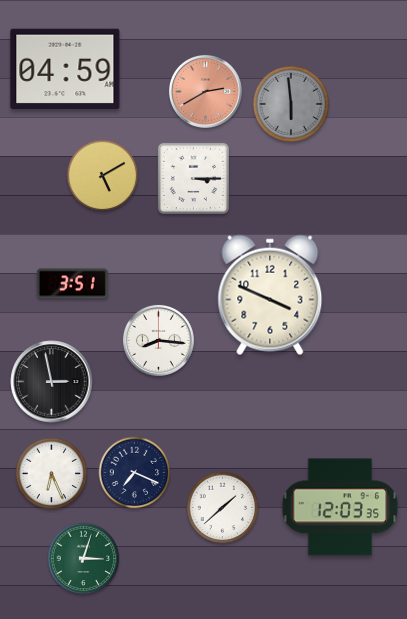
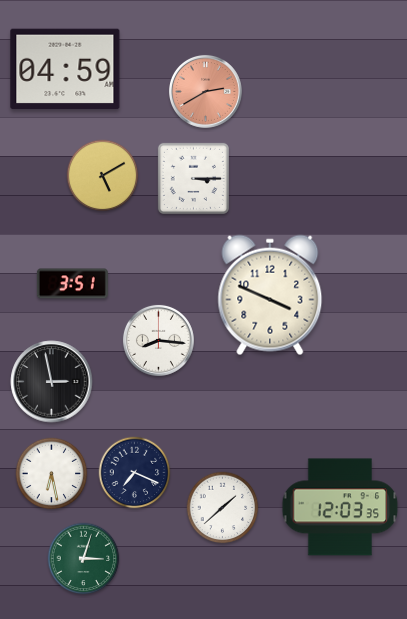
clock at (291, 104): 5:59 -> none
clock at (52, 474): 6:26 -> 6:28
